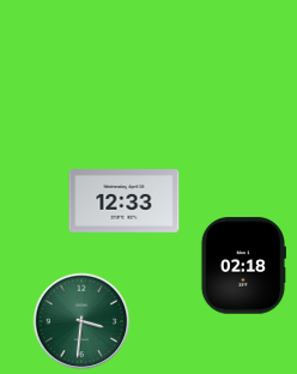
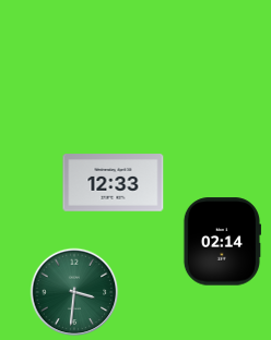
clock at (242, 266): 02:18 -> 02:14
